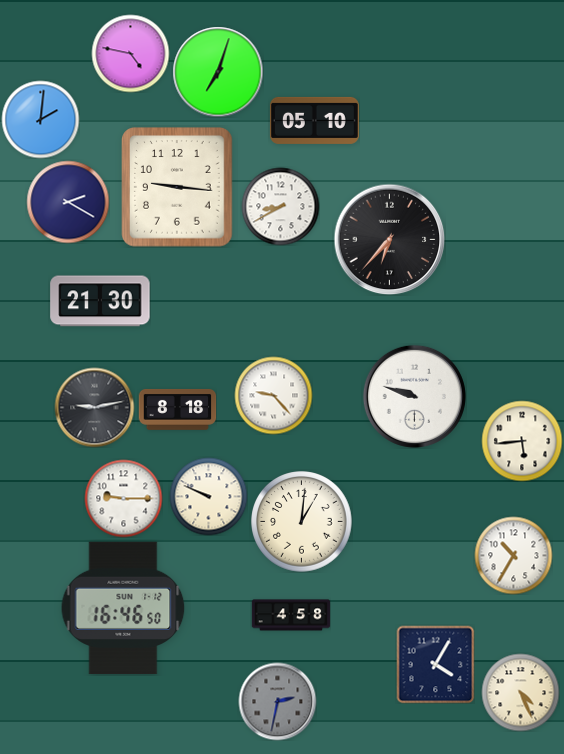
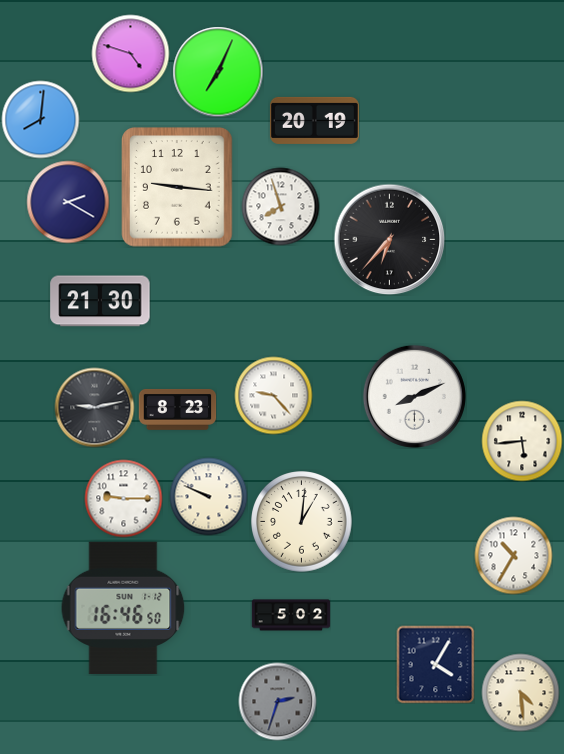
clock at (130, 53): 4:47 -> 4:48
clock at (218, 72): 7:03 -> 7:04
clock at (40, 119): 2:01 -> 8:01
clock at (314, 120): 05:10 -> 20:19
clock at (280, 206): 8:40 -> 7:57
clock at (414, 396): 9:48 -> 8:11
clock at (177, 410): 8:18 -> 8:23
clock at (291, 615): 4:58 -> 5:02
clock at (520, 692): 4:26 -> 4:29
clock at (277, 701): 2:32 -> 2:33
